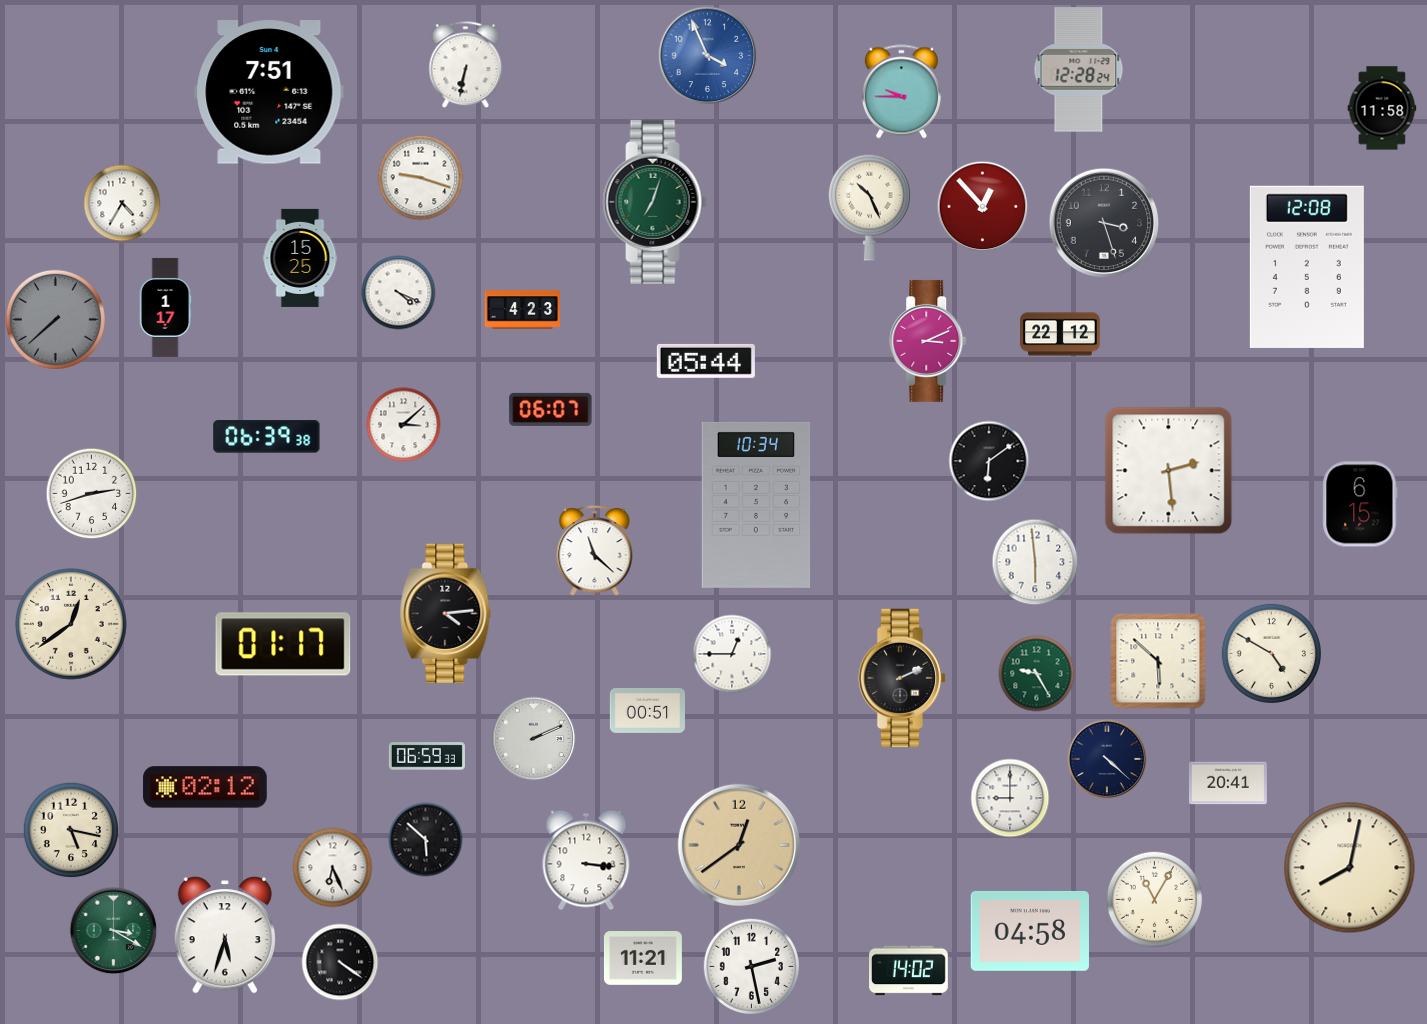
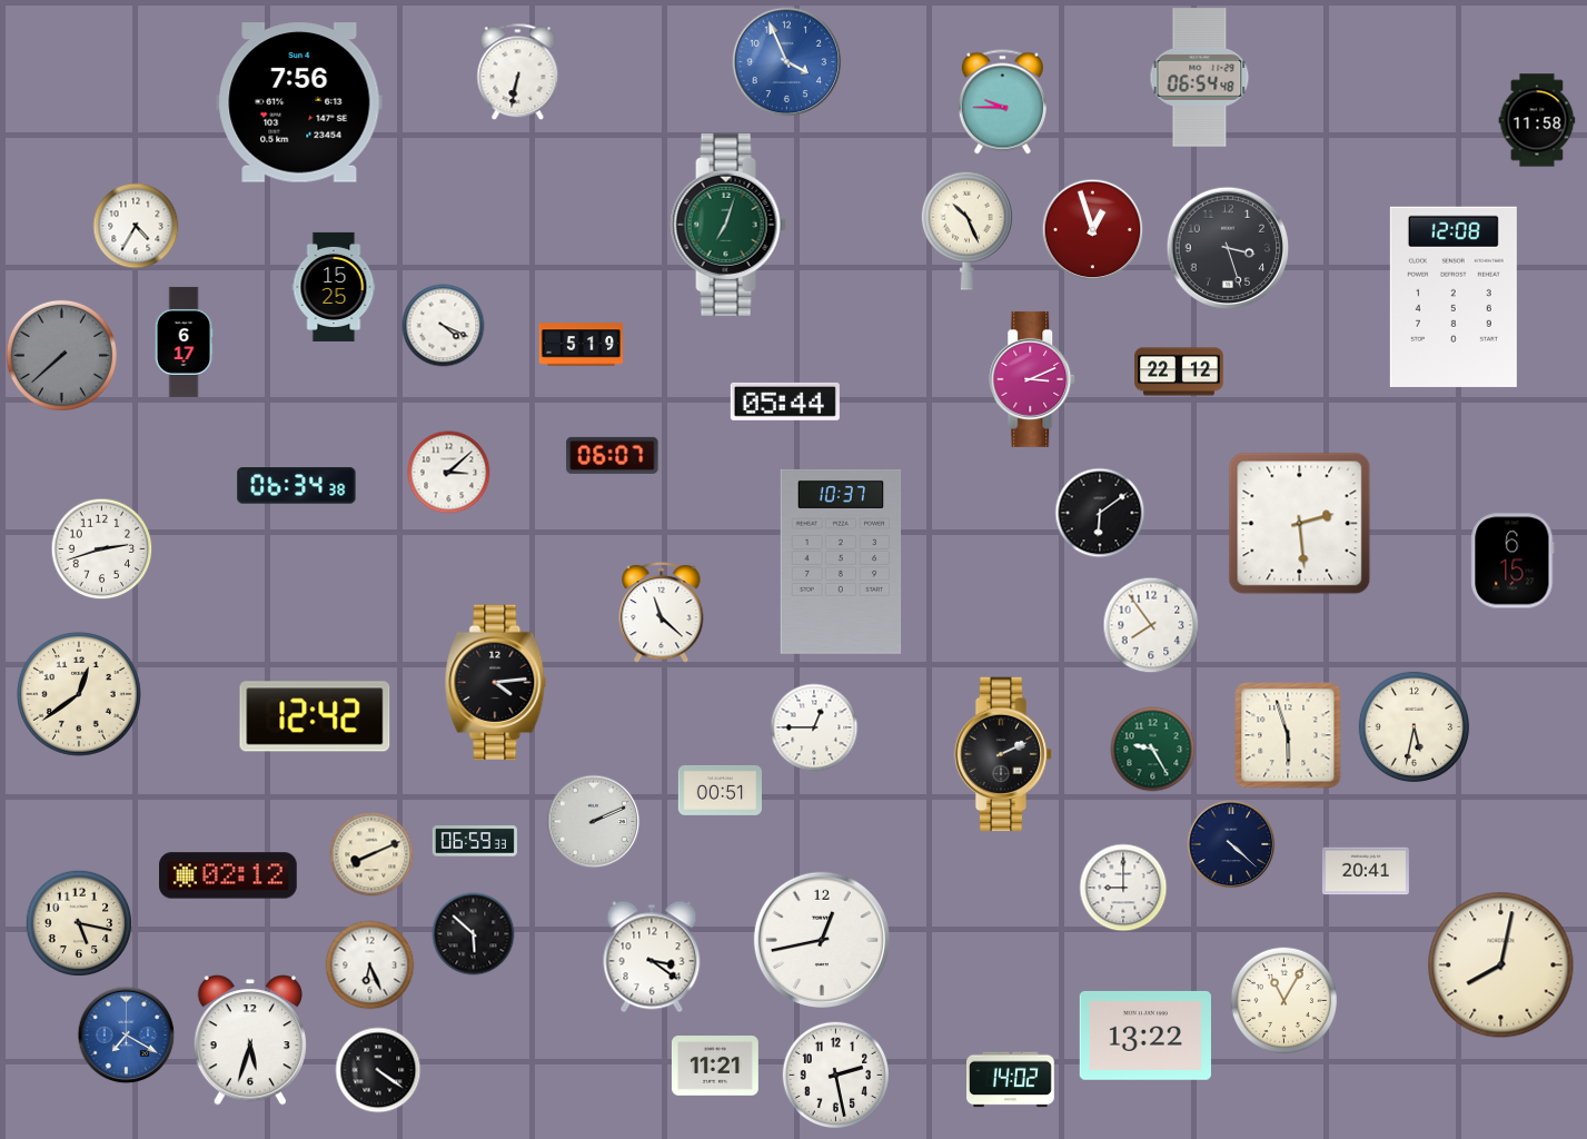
clock at (1079, 70): 12:28 -> 06:54
clock at (269, 92): 7:51 -> 7:56
clock at (421, 178): 9:18 -> none
clock at (983, 207): 12:53 -> 12:57
clock at (165, 307): 1:17 -> 6:17
clock at (522, 310): 4:23 -> 5:19
clock at (267, 437): 06:39 -> 06:34
clock at (756, 505): 10:34 -> 10:37
clock at (1035, 562): 5:59 -> 7:54
clock at (283, 644): 01:17 -> 12:42
clock at (1271, 653): 4:50 -> 5:32
clock at (1158, 661): 5:52 -> 5:57
clock at (371, 854): none -> 8:11
clock at (739, 845): 12:39 -> 12:43
clock at (739, 845) dial: champagne -> white
clock at (586, 860): 3:16 -> 3:21
clock at (114, 931): 3:20 -> 7:20
clock at (114, 931) dial: green -> blue
clock at (1030, 931): 04:58 -> 13:22
